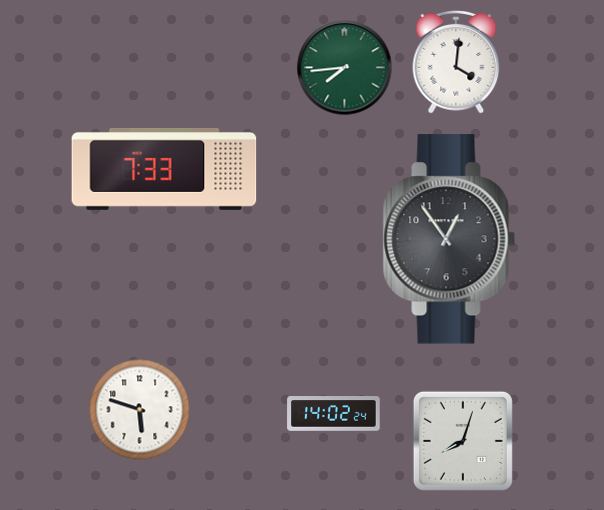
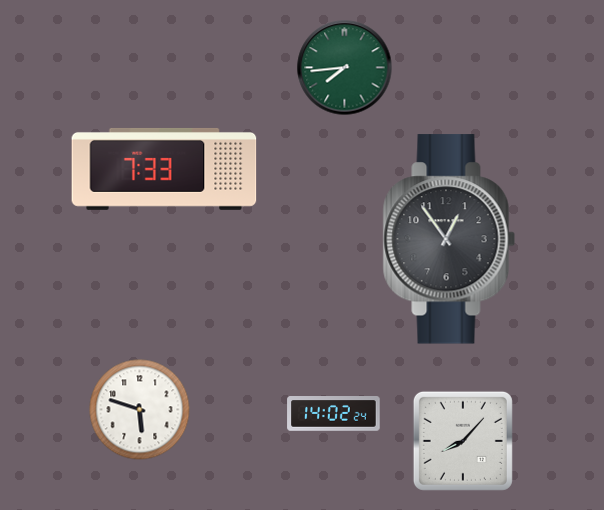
clock at (456, 63): 4:01 -> none
clock at (463, 441): 8:03 -> 8:07
